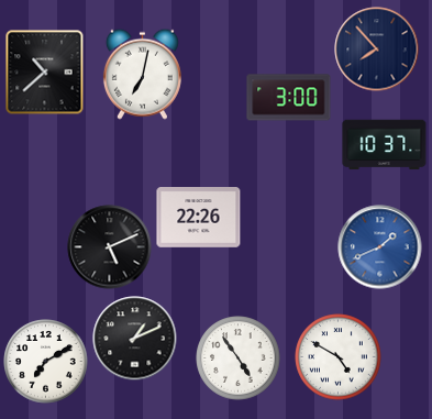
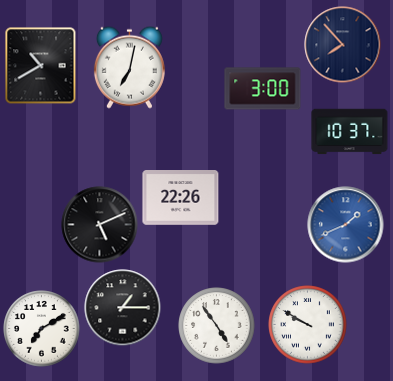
clock at (45, 73): 10:38 -> 10:40
clock at (135, 339): 1:11 -> 1:15
clock at (339, 357): 4:50 -> 9:50
